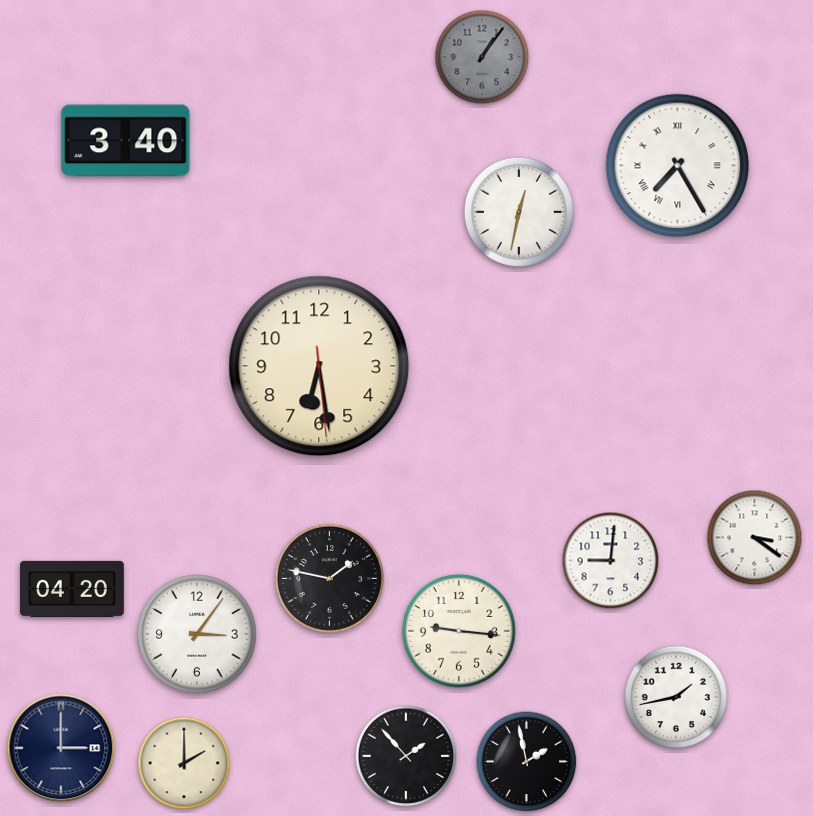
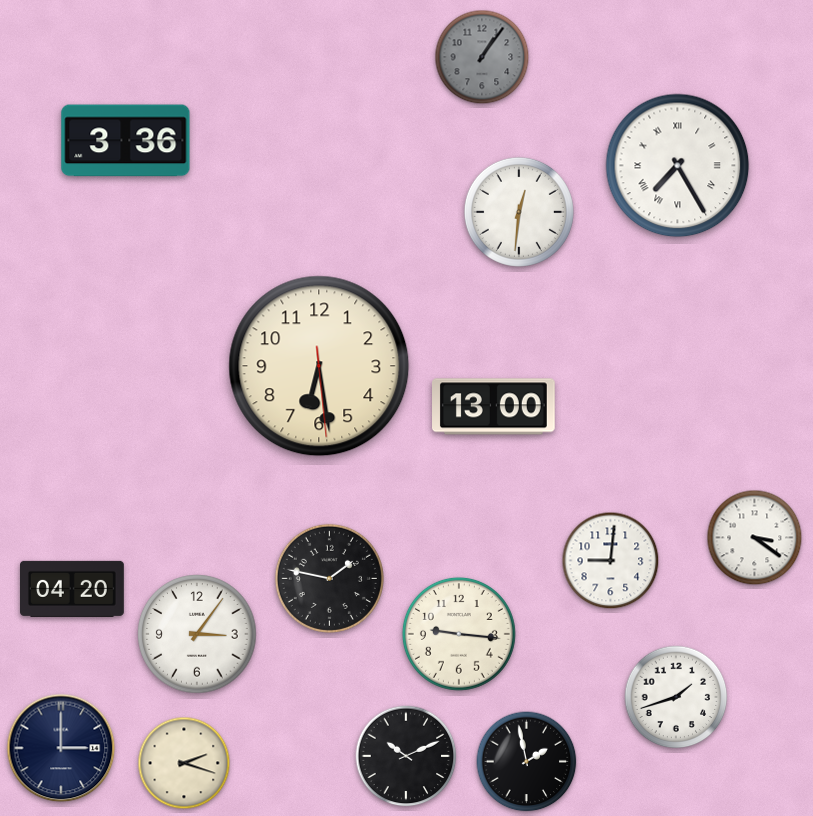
clock at (126, 141): 3:40 -> 3:36
clock at (519, 212): 12:32 -> 12:31
clock at (494, 407): none -> 13:00
clock at (459, 631) position: (459, 631) -> (459, 634)
clock at (676, 697): 1:43 -> 1:42
clock at (406, 756): 1:53 -> 10:11
clock at (184, 763): 2:00 -> 2:18
